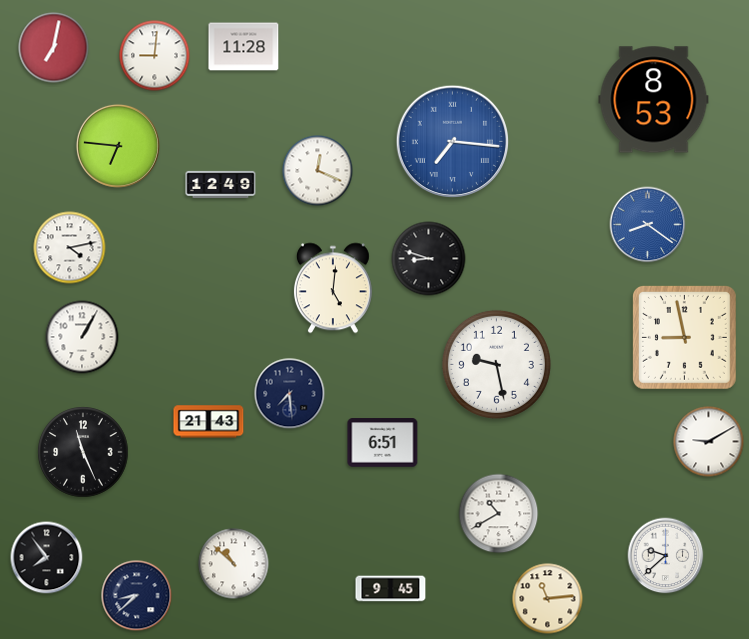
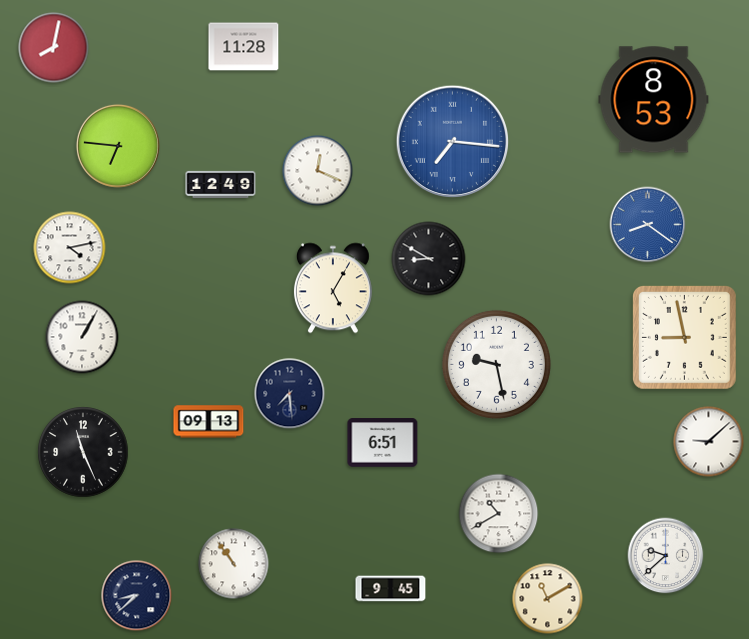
clock at (54, 48): 7:02 -> 8:02
clock at (155, 56): 9:01 -> none
clock at (429, 259): 8:48 -> 8:50
clock at (333, 288): 5:01 -> 5:05
clock at (209, 422): 21:43 -> 09:13
clock at (709, 442): 9:10 -> 9:08
clock at (47, 558): 7:54 -> none
clock at (234, 564): 10:52 -> 10:54
clock at (548, 599): 11:14 -> 11:10
